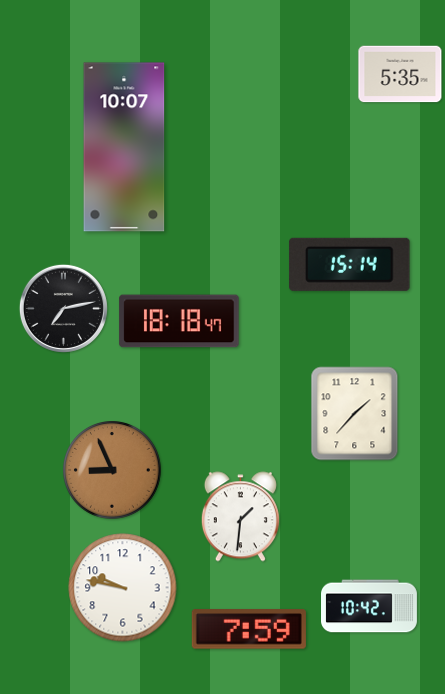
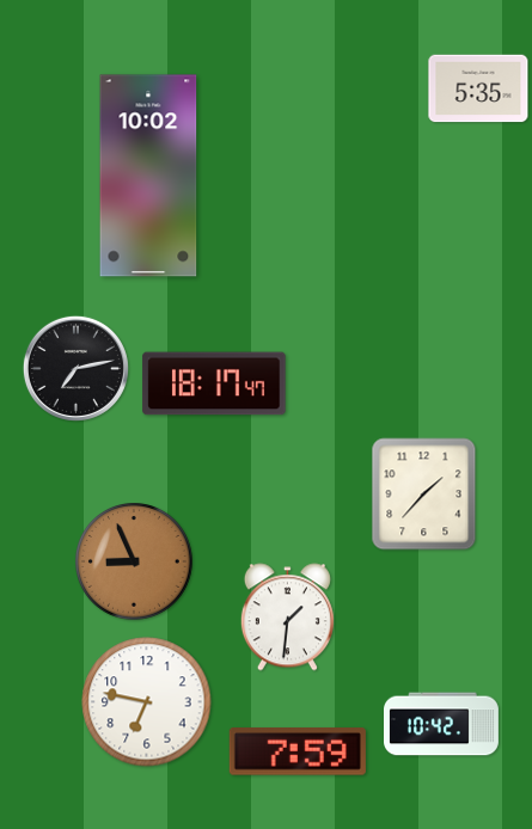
clock at (124, 147): 10:07 -> 10:02
clock at (350, 264): 15:14 -> none
clock at (179, 321): 18:18 -> 18:17
clock at (123, 588): 9:47 -> 6:47
